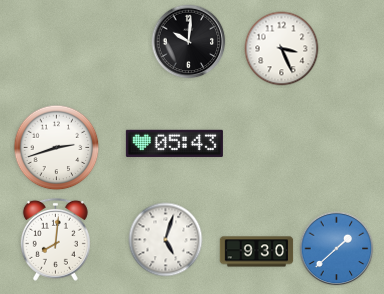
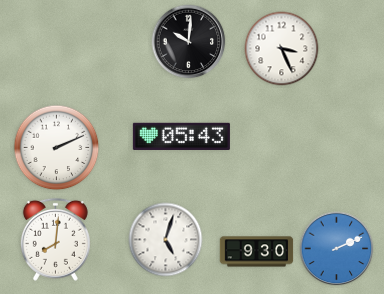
clock at (174, 143) position: (174, 143) -> (181, 136)
clock at (57, 148): 2:42 -> 2:11
clock at (337, 249): 1:38 -> 2:11
